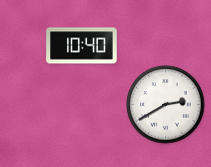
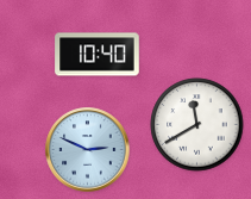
clock at (166, 105): 2:40 -> 11:40
clock at (88, 150): none -> 2:49
